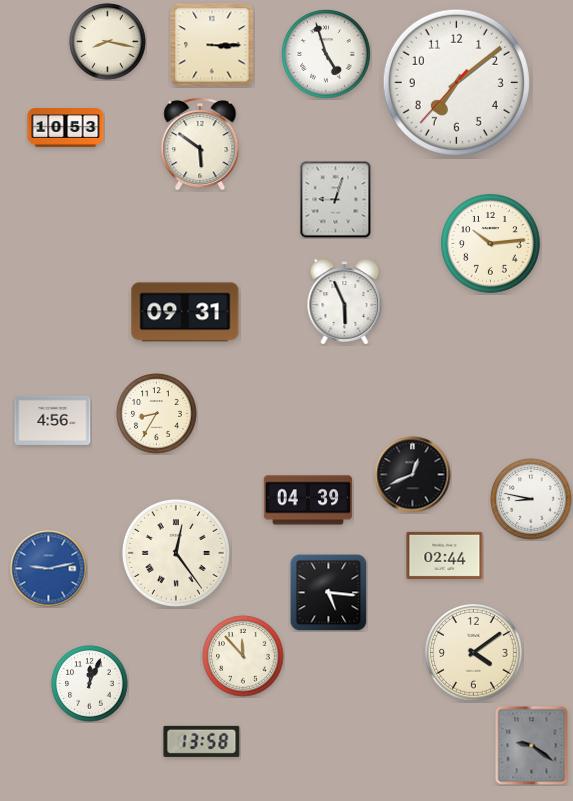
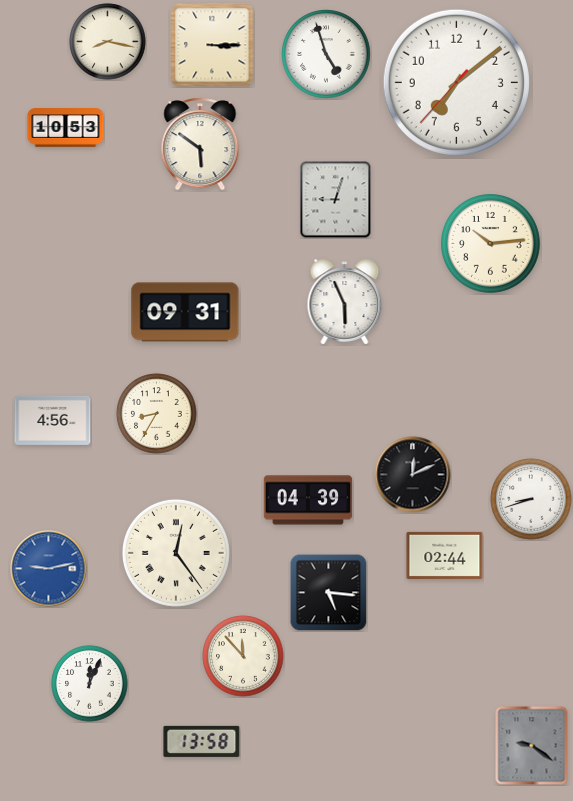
clock at (413, 475): 12:41 -> 12:11
clock at (531, 499): 8:47 -> 8:42
clock at (474, 653): 4:09 -> none
